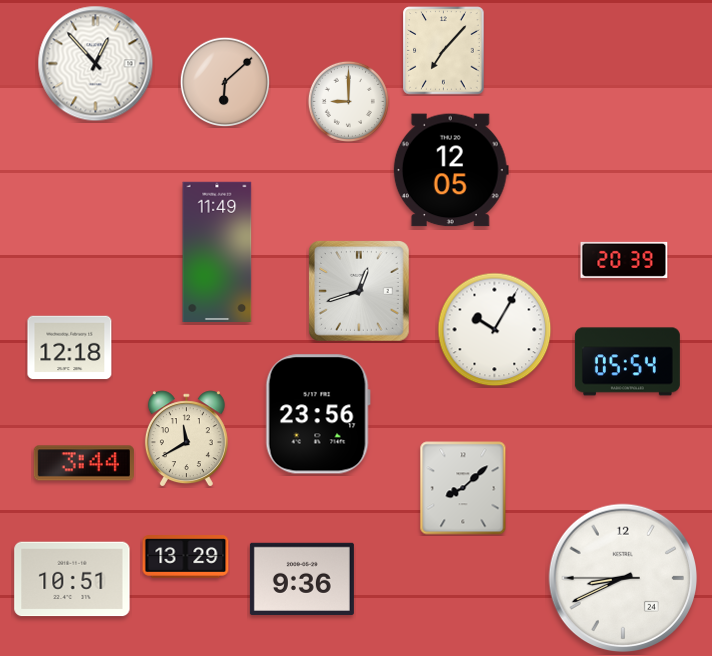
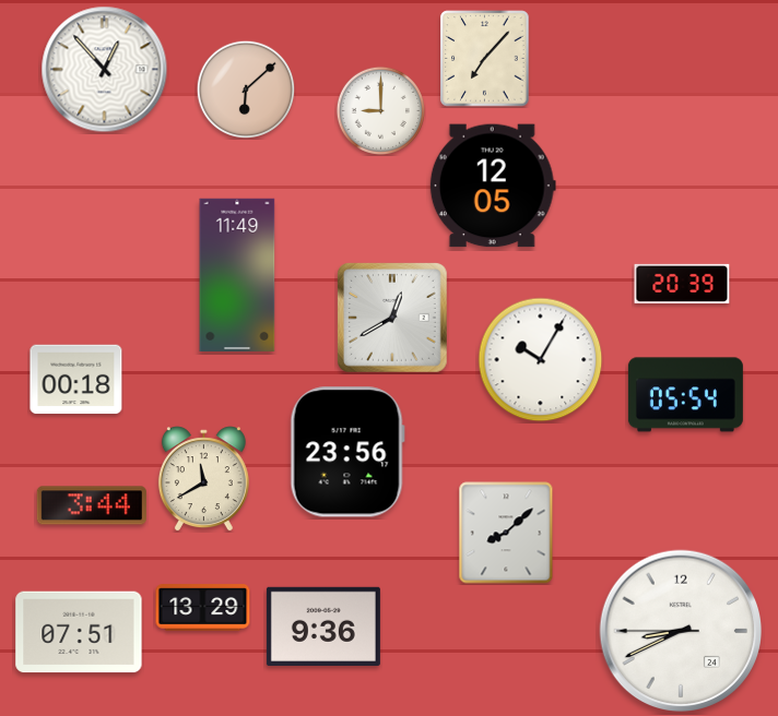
clock at (444, 51) position: (444, 51) -> (485, 59)
clock at (360, 292): 12:42 -> 12:40
clock at (70, 348): 12:18 -> 00:18
clock at (72, 579): 10:51 -> 07:51
clock at (302, 579) position: (302, 579) -> (323, 626)
